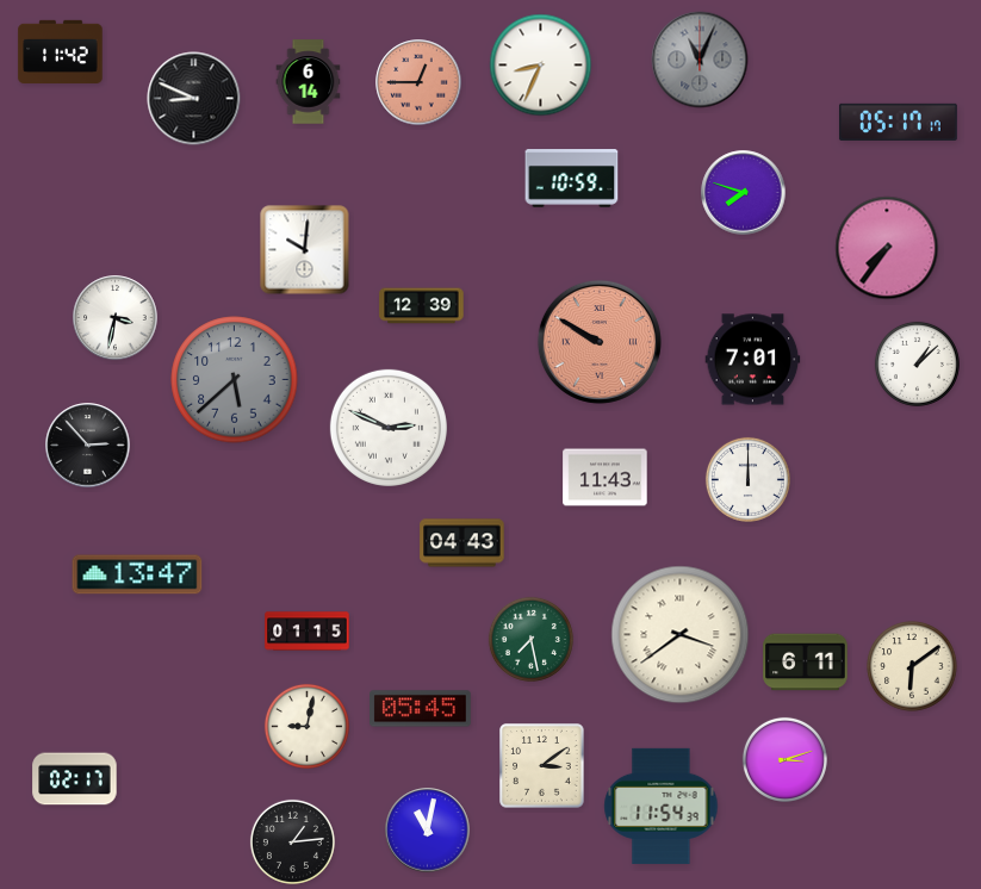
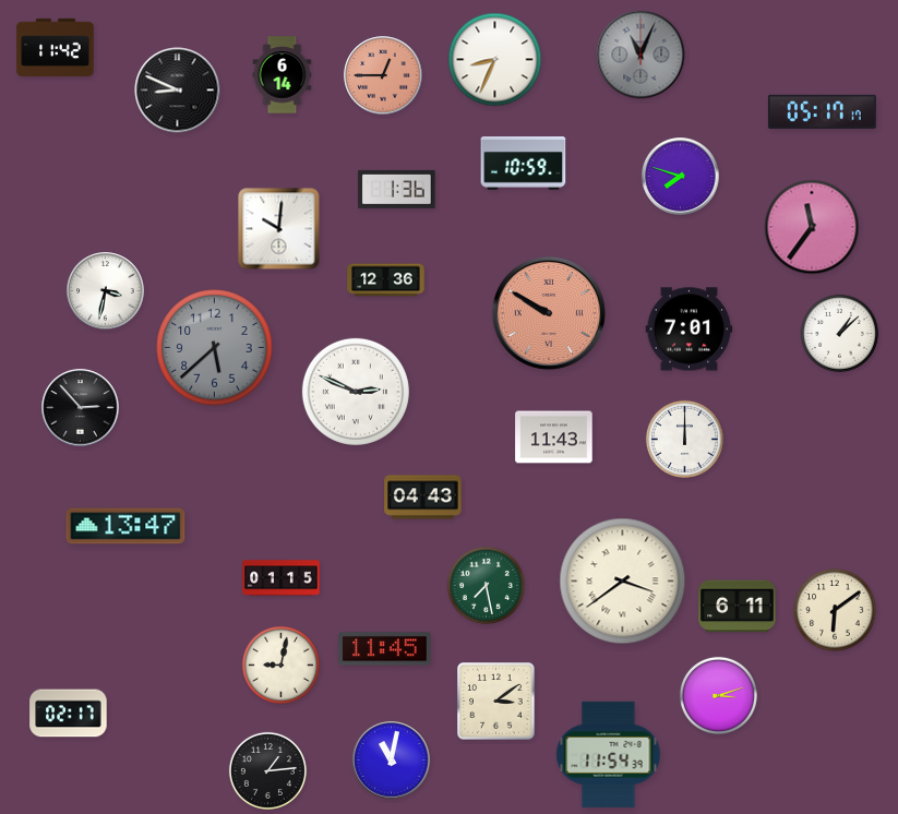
clock at (397, 189): none -> 1:36
clock at (887, 248): 7:36 -> 11:36
clock at (422, 306): 12:39 -> 12:36
clock at (421, 709): 05:45 -> 11:45
clock at (662, 806) position: (662, 806) -> (609, 754)
